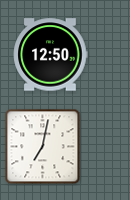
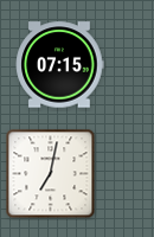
clock at (50, 55): 12:50 -> 07:15
